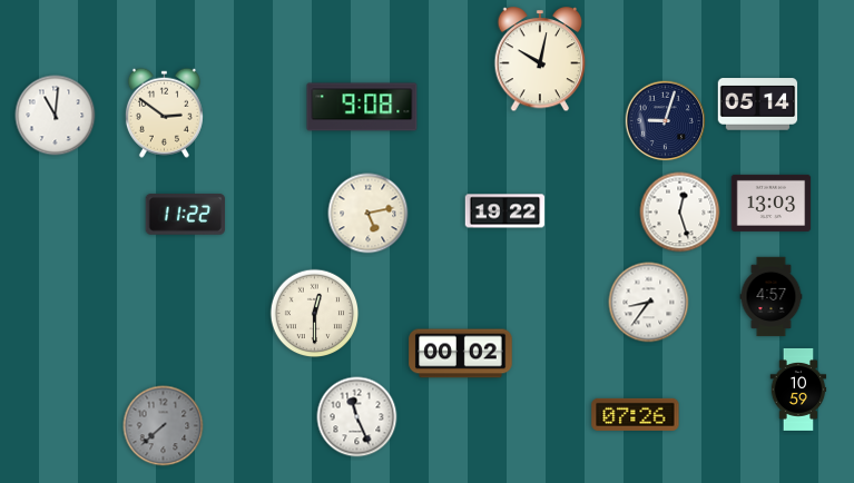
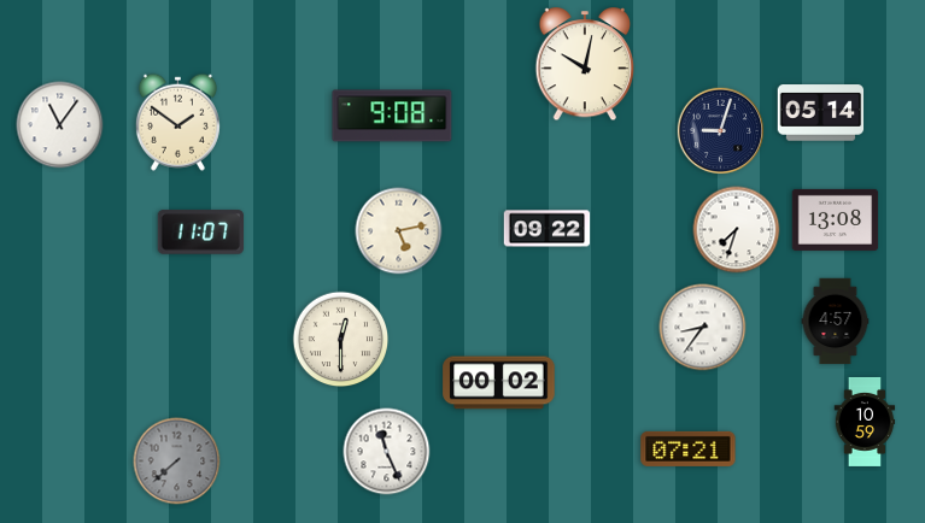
clock at (164, 112): 2:51 -> 1:51
clock at (56, 116): 11:01 -> 11:06
clock at (772, 203): 13:03 -> 13:08
clock at (505, 211): 19:22 -> 09:22
clock at (680, 213): 12:27 -> 7:33
clock at (186, 215): 11:22 -> 11:07
clock at (636, 414): 07:26 -> 07:21
